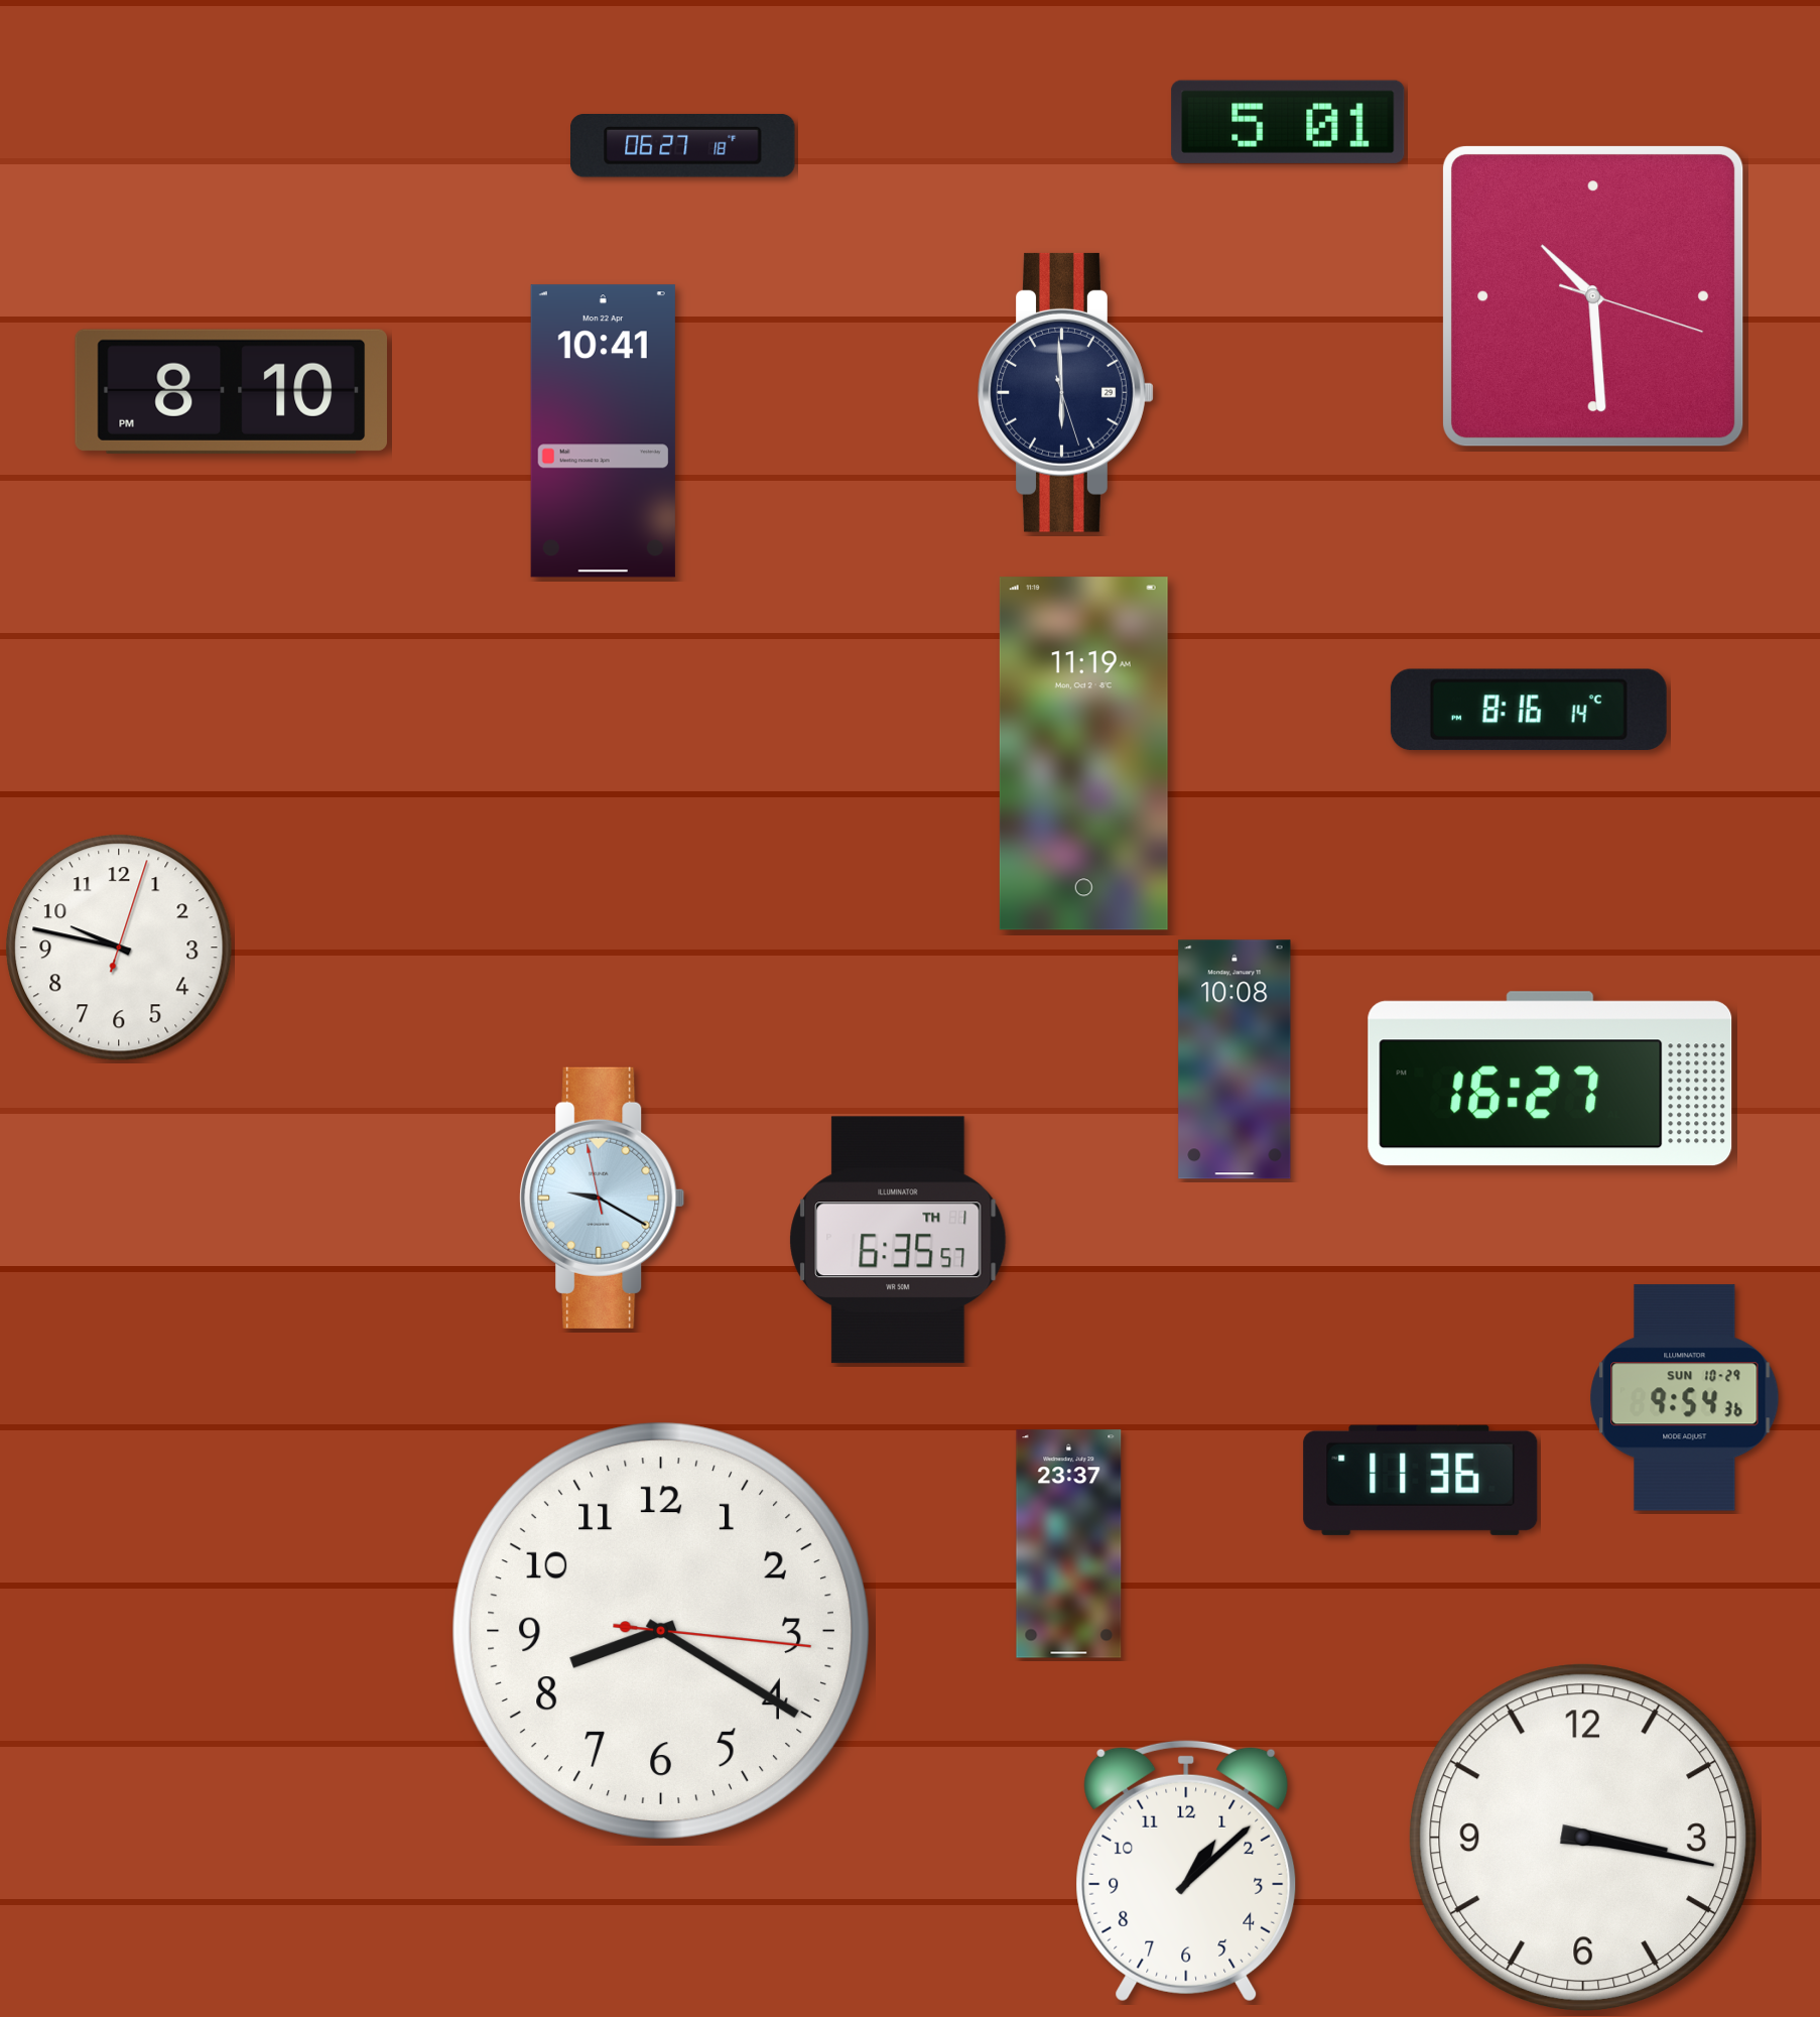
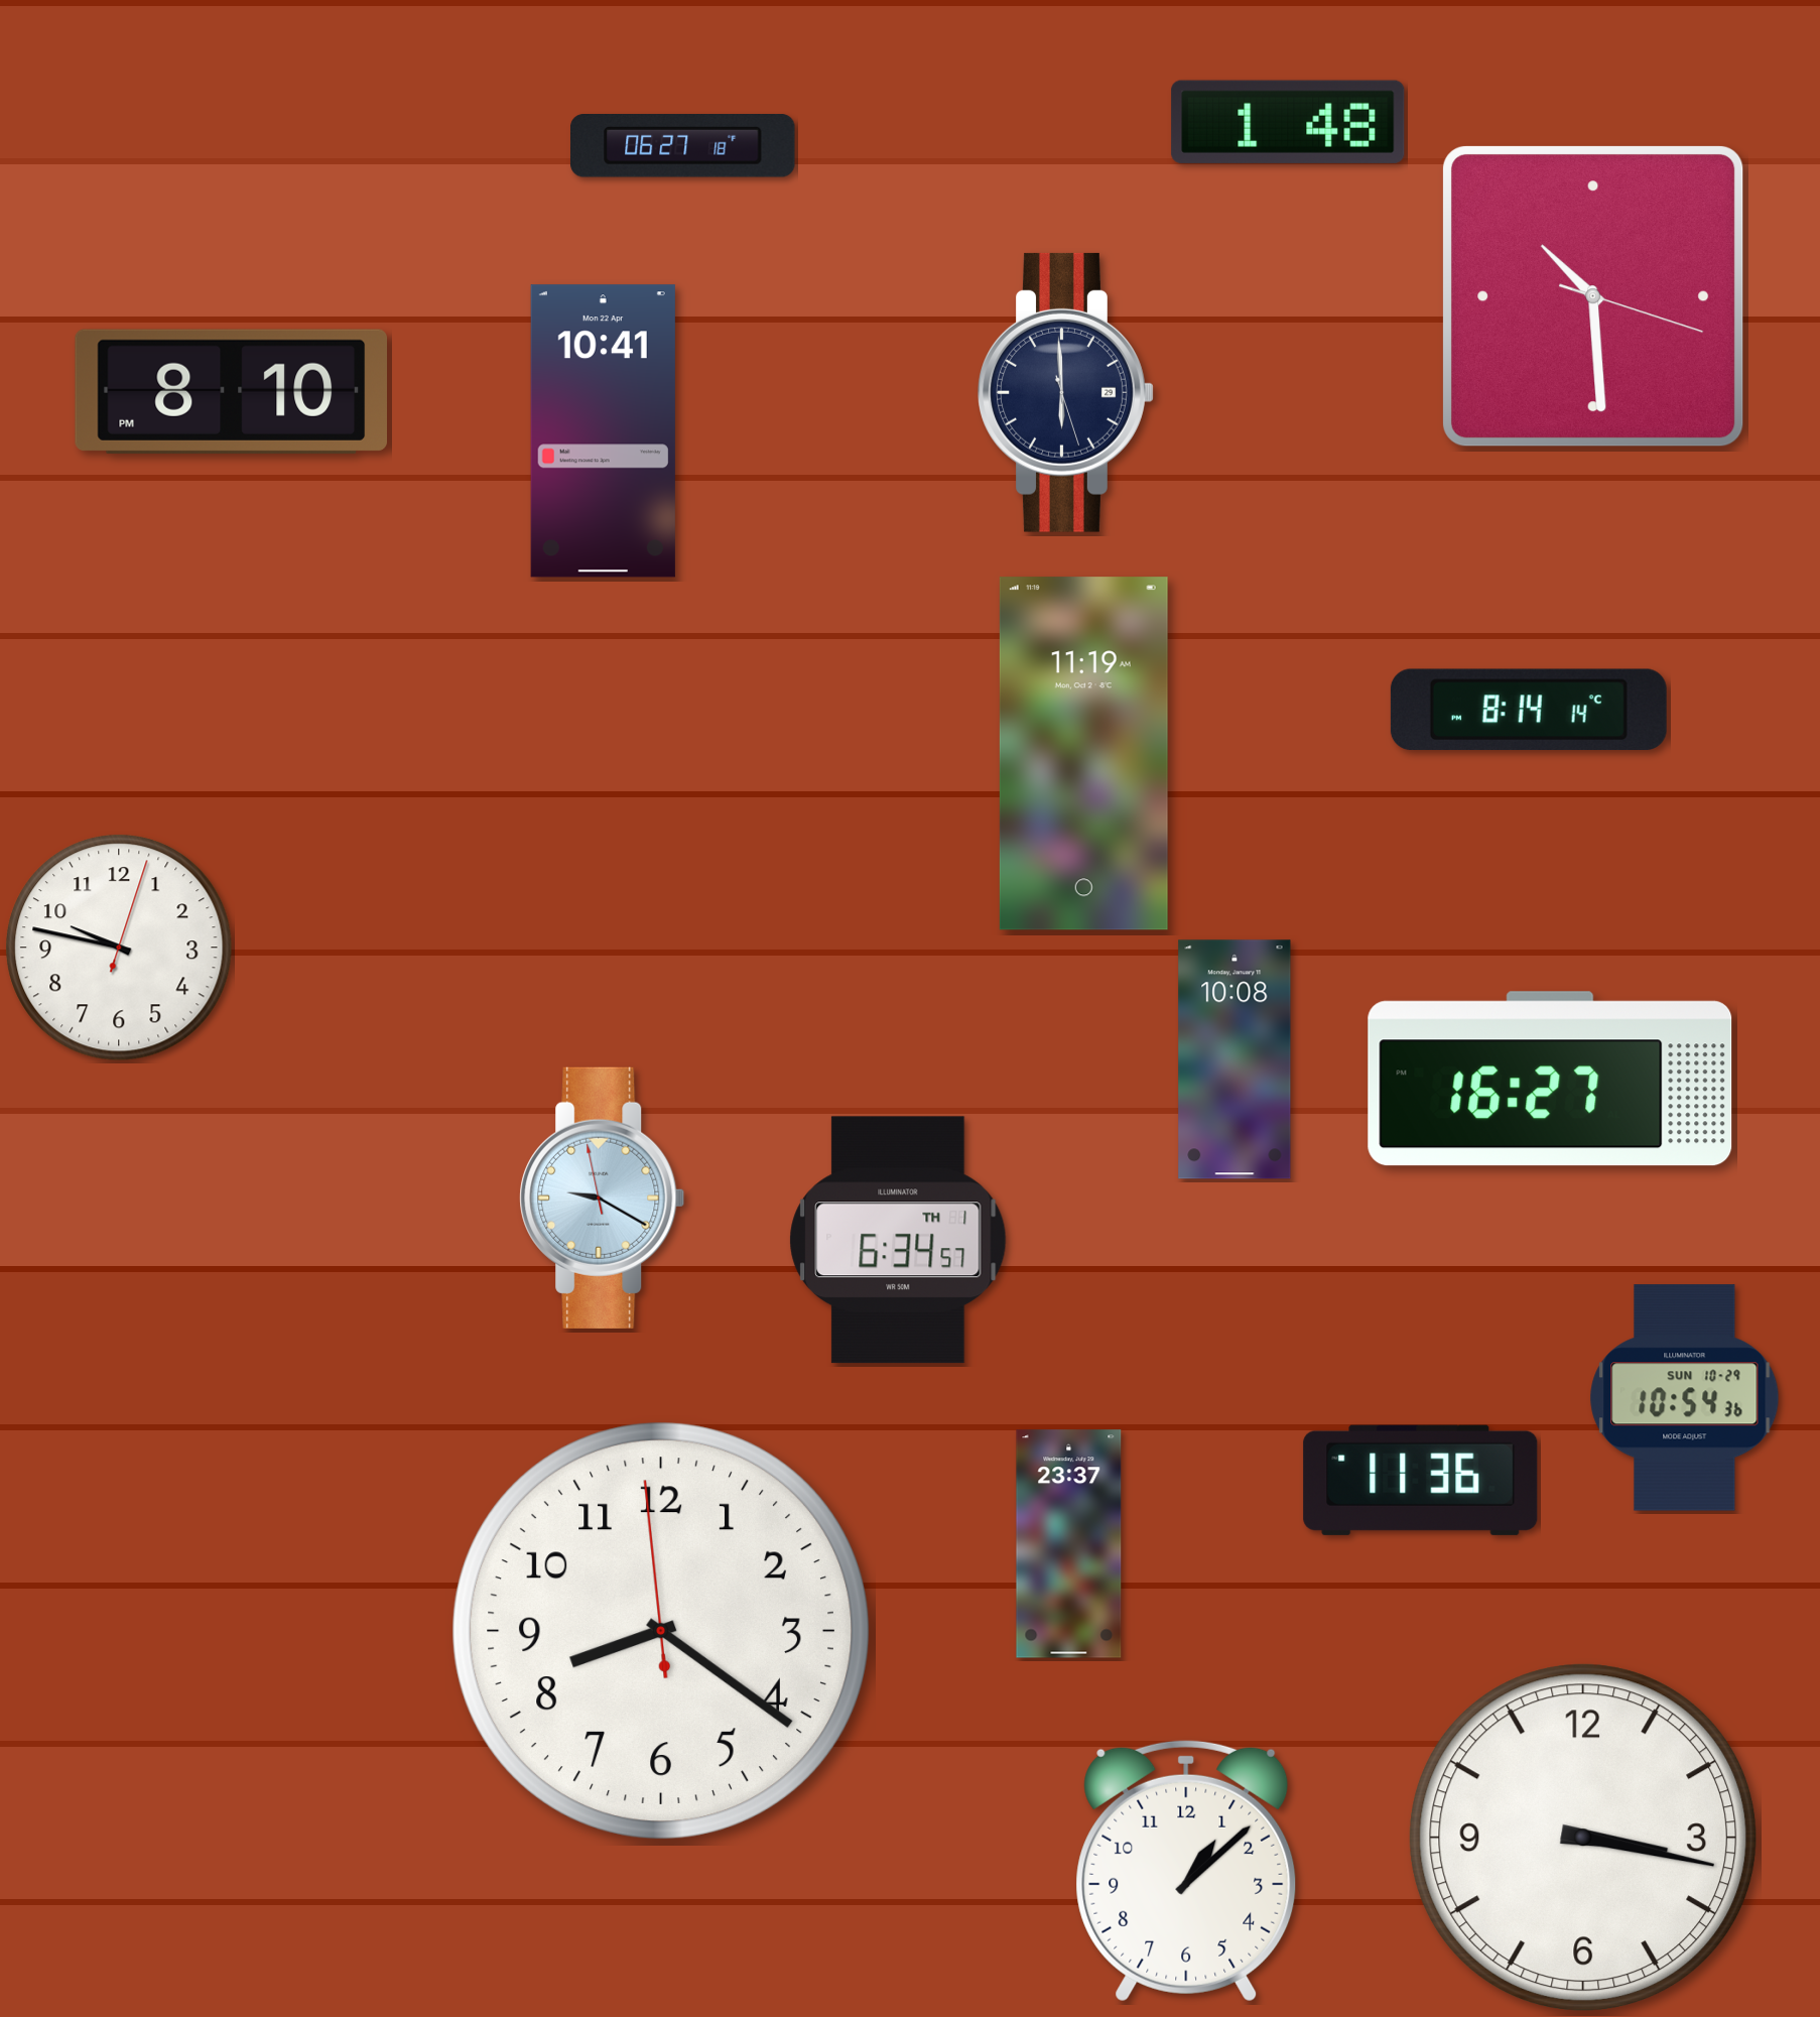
clock at (1288, 122): 5:01 -> 1:48
clock at (1529, 709): 8:16 -> 8:14
clock at (898, 1240): 6:35 -> 6:34
clock at (1685, 1398): 9:54 -> 10:54
clock at (661, 1631): 8:20:16 -> 8:20:59
